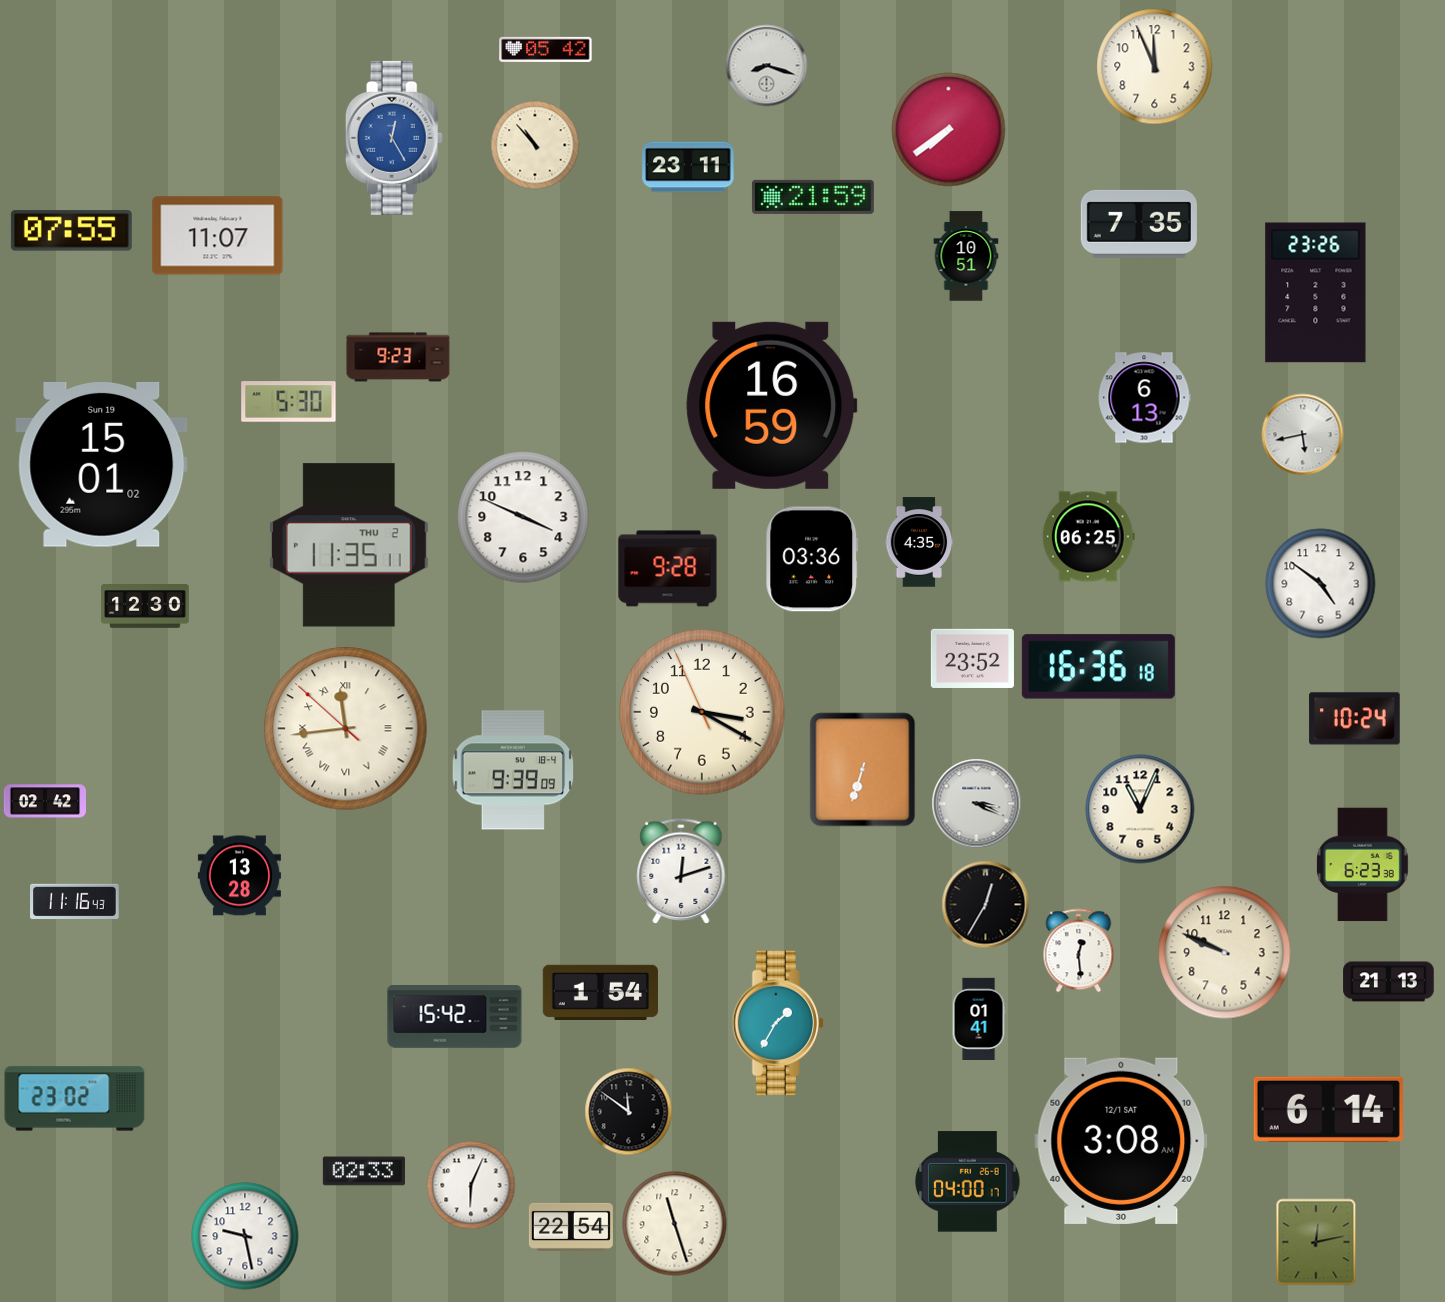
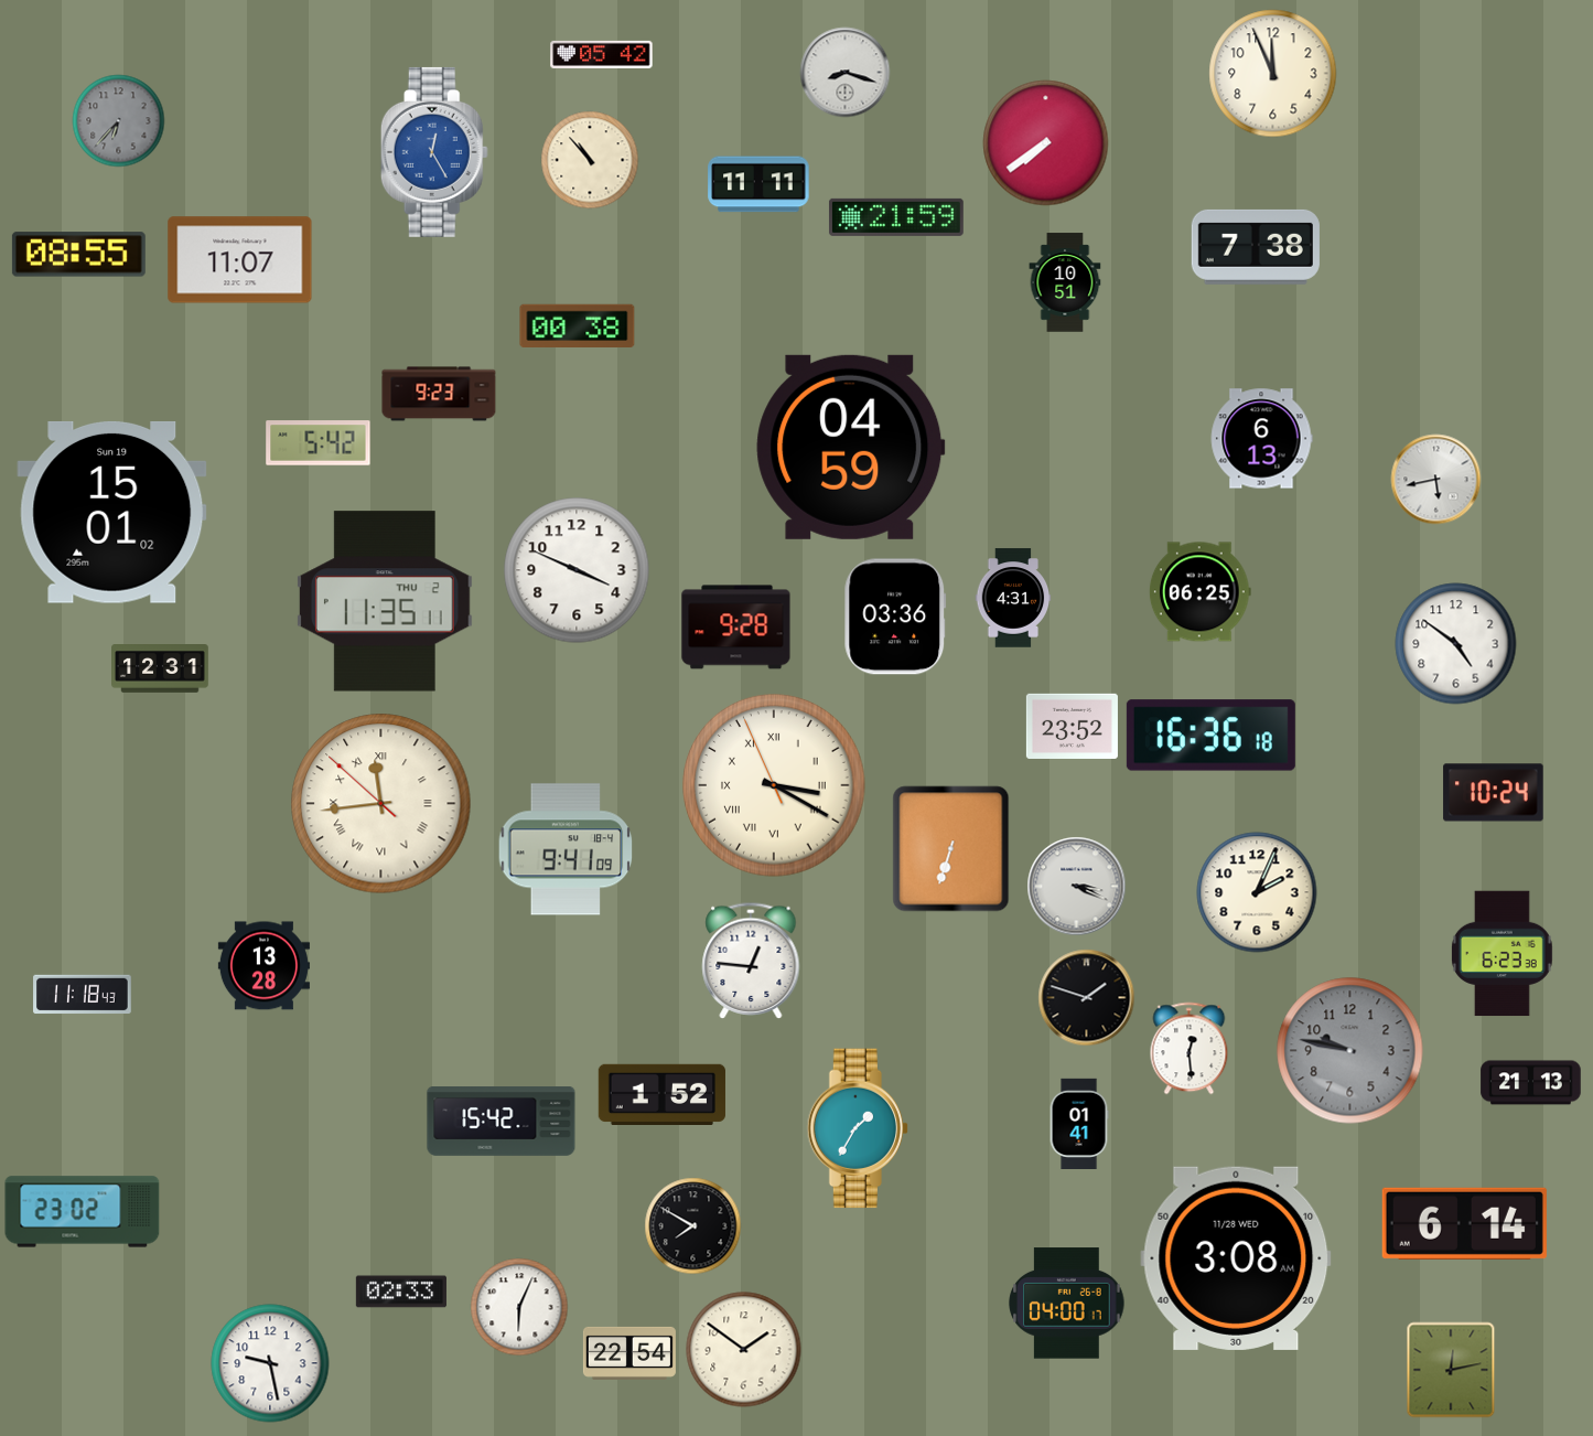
clock at (119, 121): none -> 6:37
clock at (688, 167): 23:11 -> 11:11
clock at (1139, 224): 7:35 -> 7:38
clock at (71, 231): 07:55 -> 08:55
clock at (1316, 293): 23:26 -> none
clock at (578, 325): none -> 00:38
clock at (289, 402): 5:30 -> 5:42
clock at (772, 405): 16:59 -> 04:59
clock at (919, 542): 4:35 -> 4:31
clock at (145, 607): 12:30 -> 12:31
clock at (702, 712) numerals: Arabic -> Roman
clock at (513, 770): 9:39 -> 9:41
clock at (44, 801): 02:42 -> none
clock at (1140, 809): 11:04 -> 2:04
clock at (681, 871): 12:12 -> 12:46
clock at (75, 902): 11:16 -> 11:18
clock at (986, 905): 12:35 -> 1:48
clock at (1225, 953): 9:49 -> 9:47
clock at (1225, 953) dial: cream -> grey
clock at (600, 992): 1:54 -> 1:52
clock at (629, 1112): 11:51 -> 7:50
clock at (1121, 1141) date: 12/1 SAT -> 11/28 WED
clock at (675, 1224): 11:27 -> 1:51
